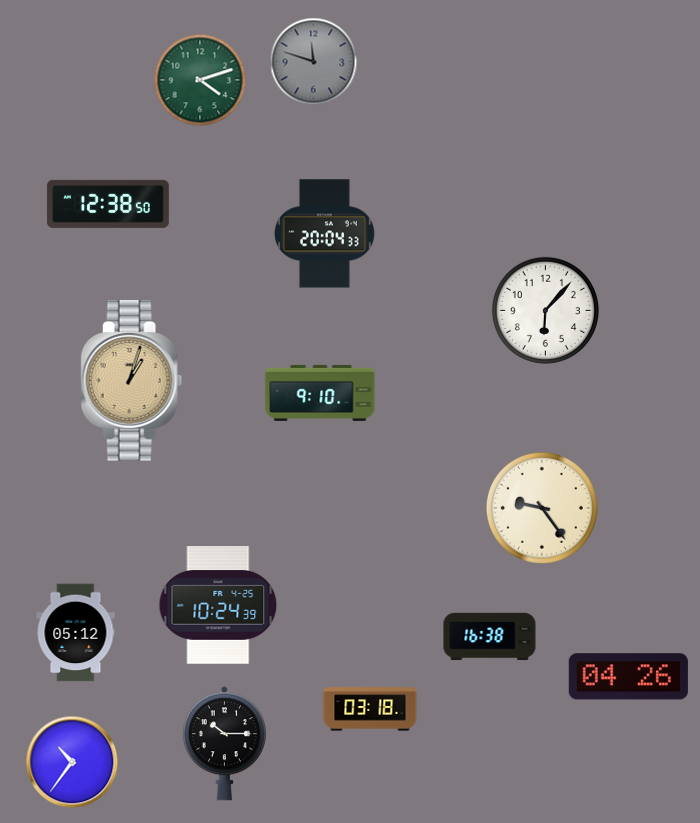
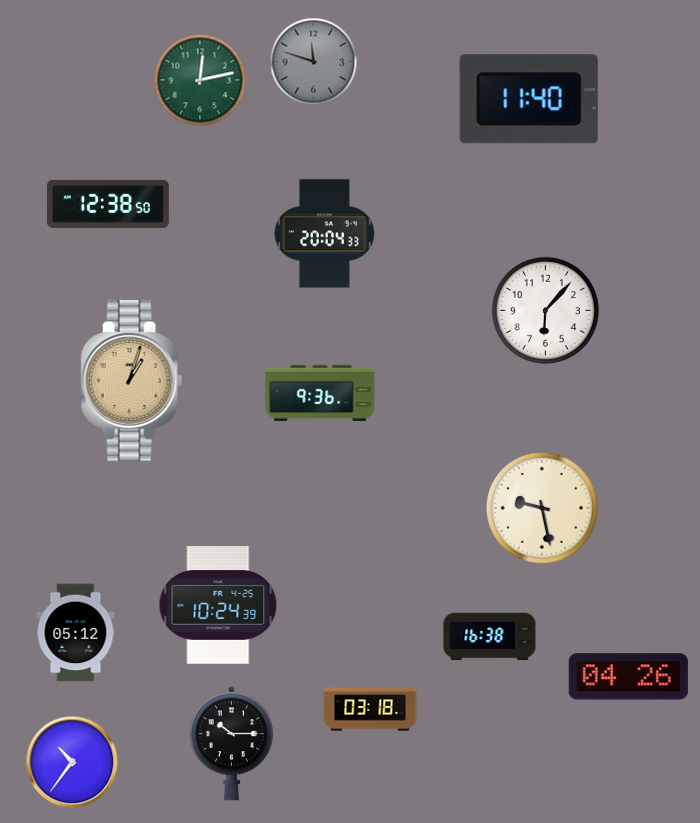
clock at (200, 80): 4:12 -> 12:13
clock at (529, 99): none -> 11:40
clock at (320, 393): 9:10 -> 9:36
clock at (542, 508): 9:24 -> 9:28
clock at (224, 744) position: (224, 744) -> (231, 744)
